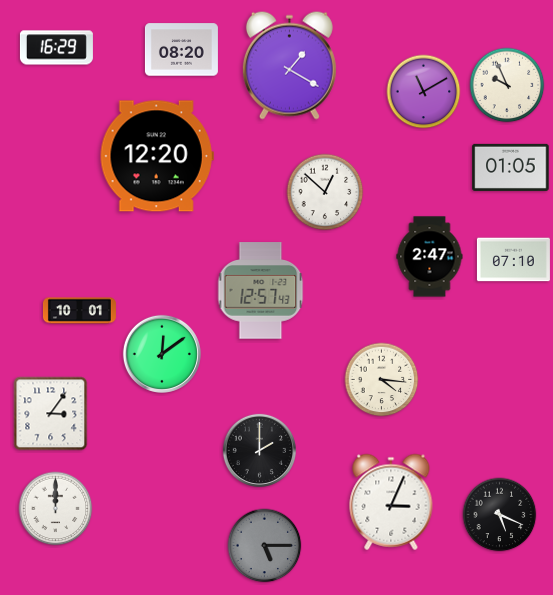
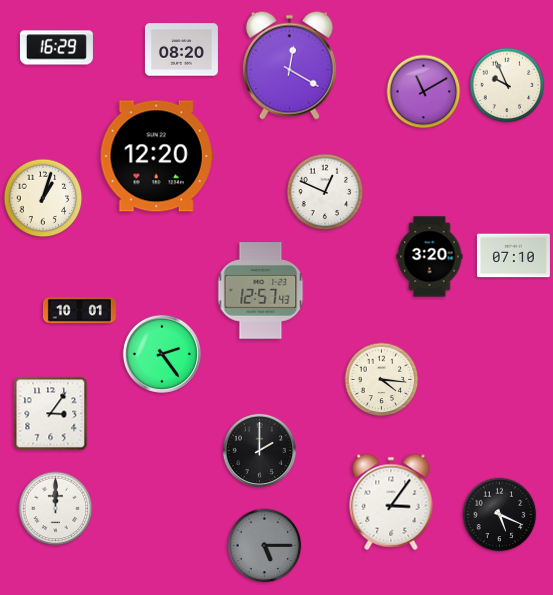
clock at (289, 65): 1:20 -> 12:20
clock at (511, 167): 01:05 -> none
clock at (325, 192): 12:52 -> 12:49
clock at (43, 198): none -> 1:03
clock at (430, 257): 2:47 -> 3:20
clock at (513, 260) position: (513, 260) -> (513, 256)
clock at (162, 354): 12:09 -> 2:24
clock at (391, 502): 3:04 -> 3:06
